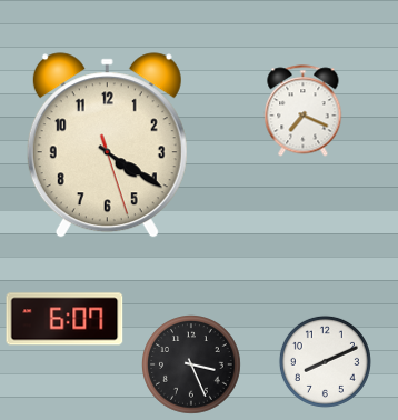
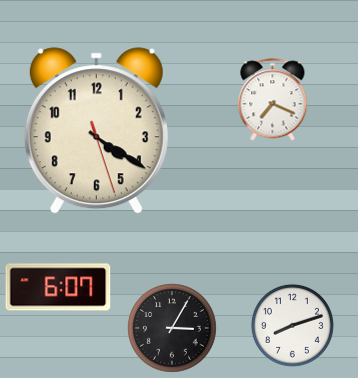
clock at (325, 361): 8:11 -> 8:12
clock at (191, 364): 3:26 -> 3:05
